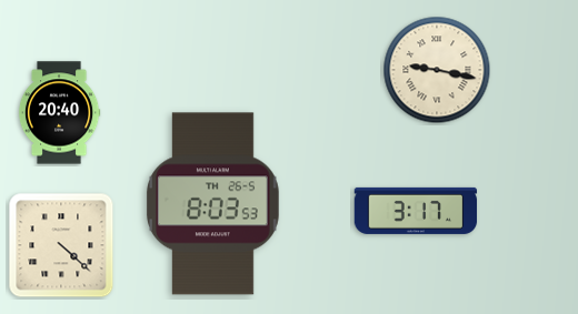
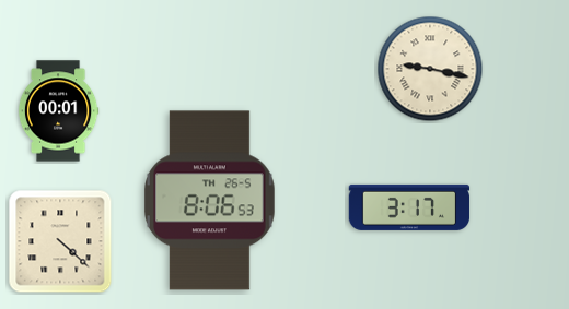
clock at (59, 113): 20:40 -> 00:01
clock at (212, 204): 8:03 -> 8:06
